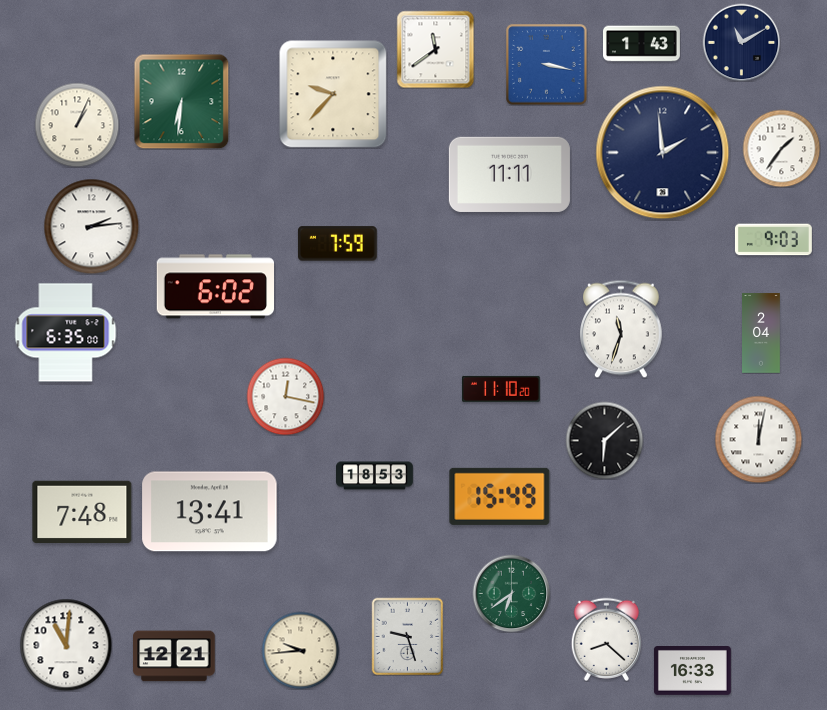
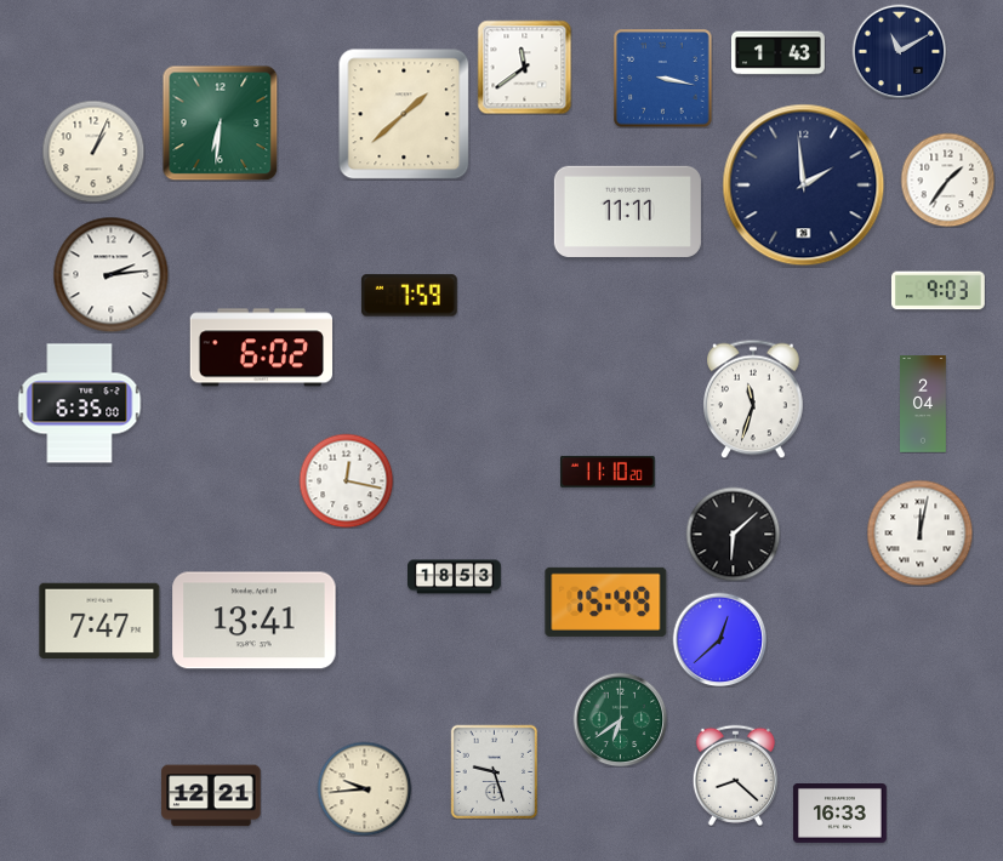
clock at (435, 49) position: (435, 49) -> (524, 67)
clock at (333, 94): 9:37 -> 1:38
clock at (509, 174) position: (509, 174) -> (627, 211)
clock at (82, 511): 7:48 -> 7:47
clock at (719, 639): none -> 12:38
clock at (66, 645): 11:01 -> none
